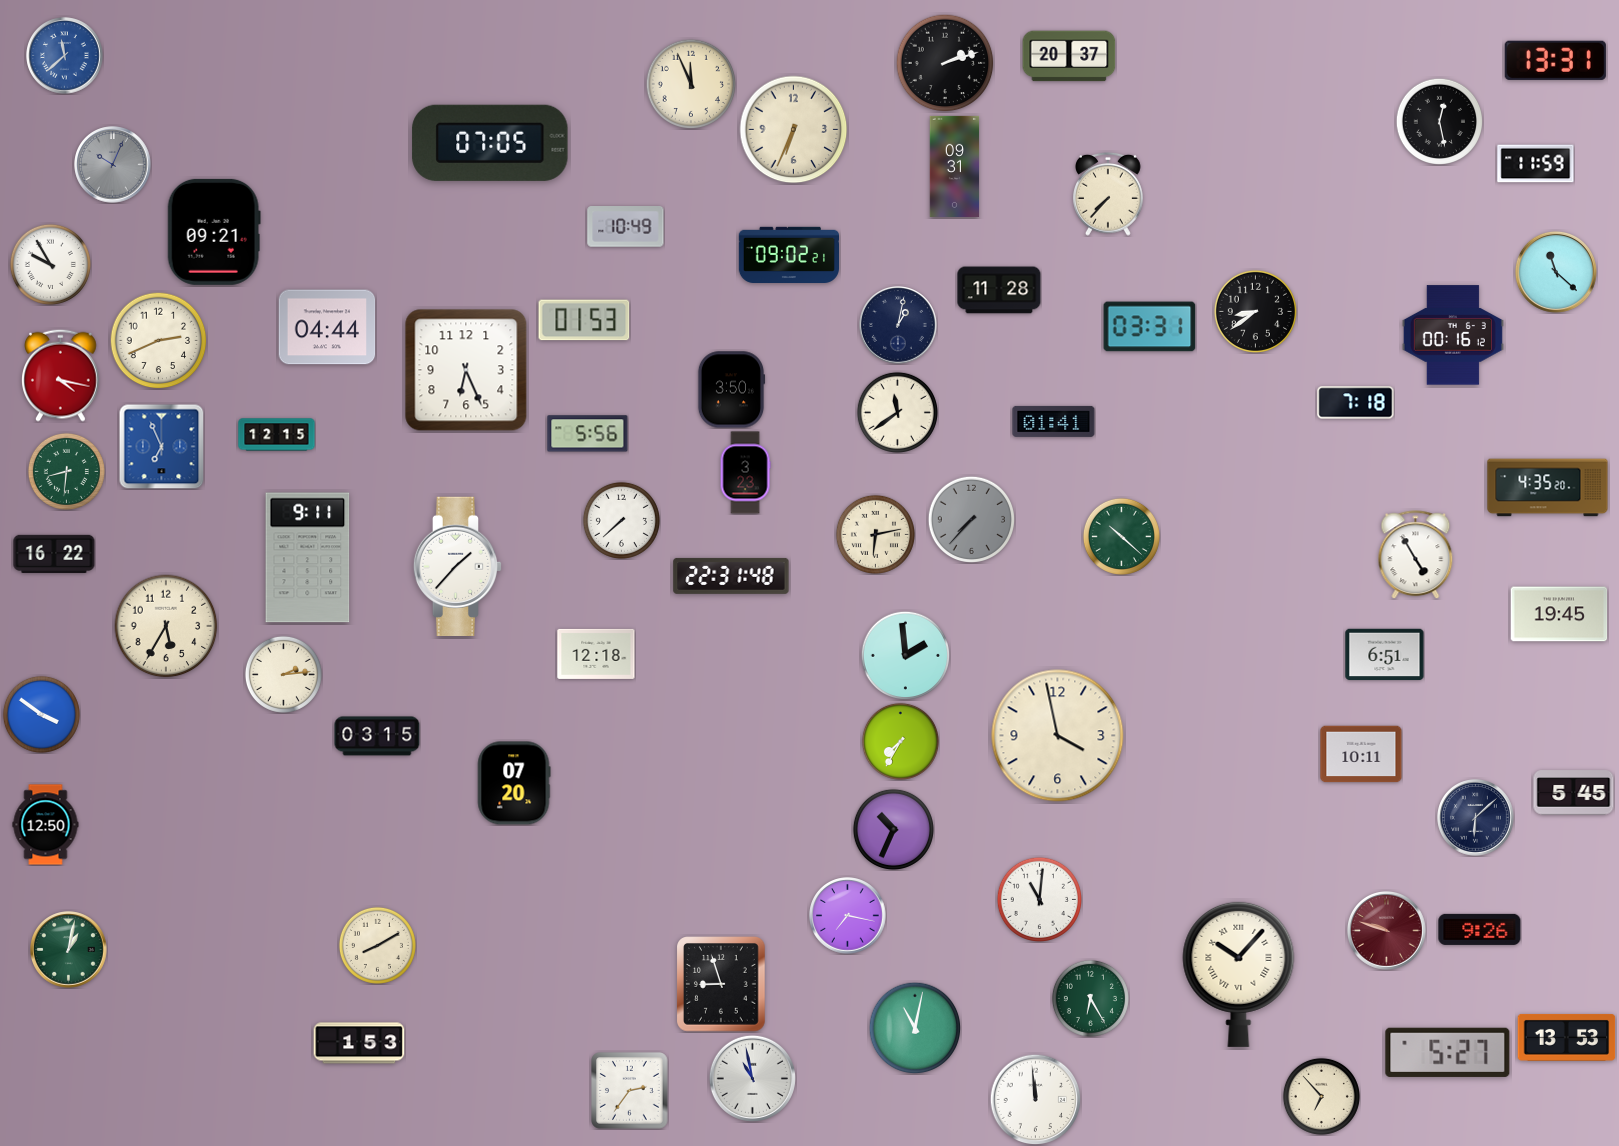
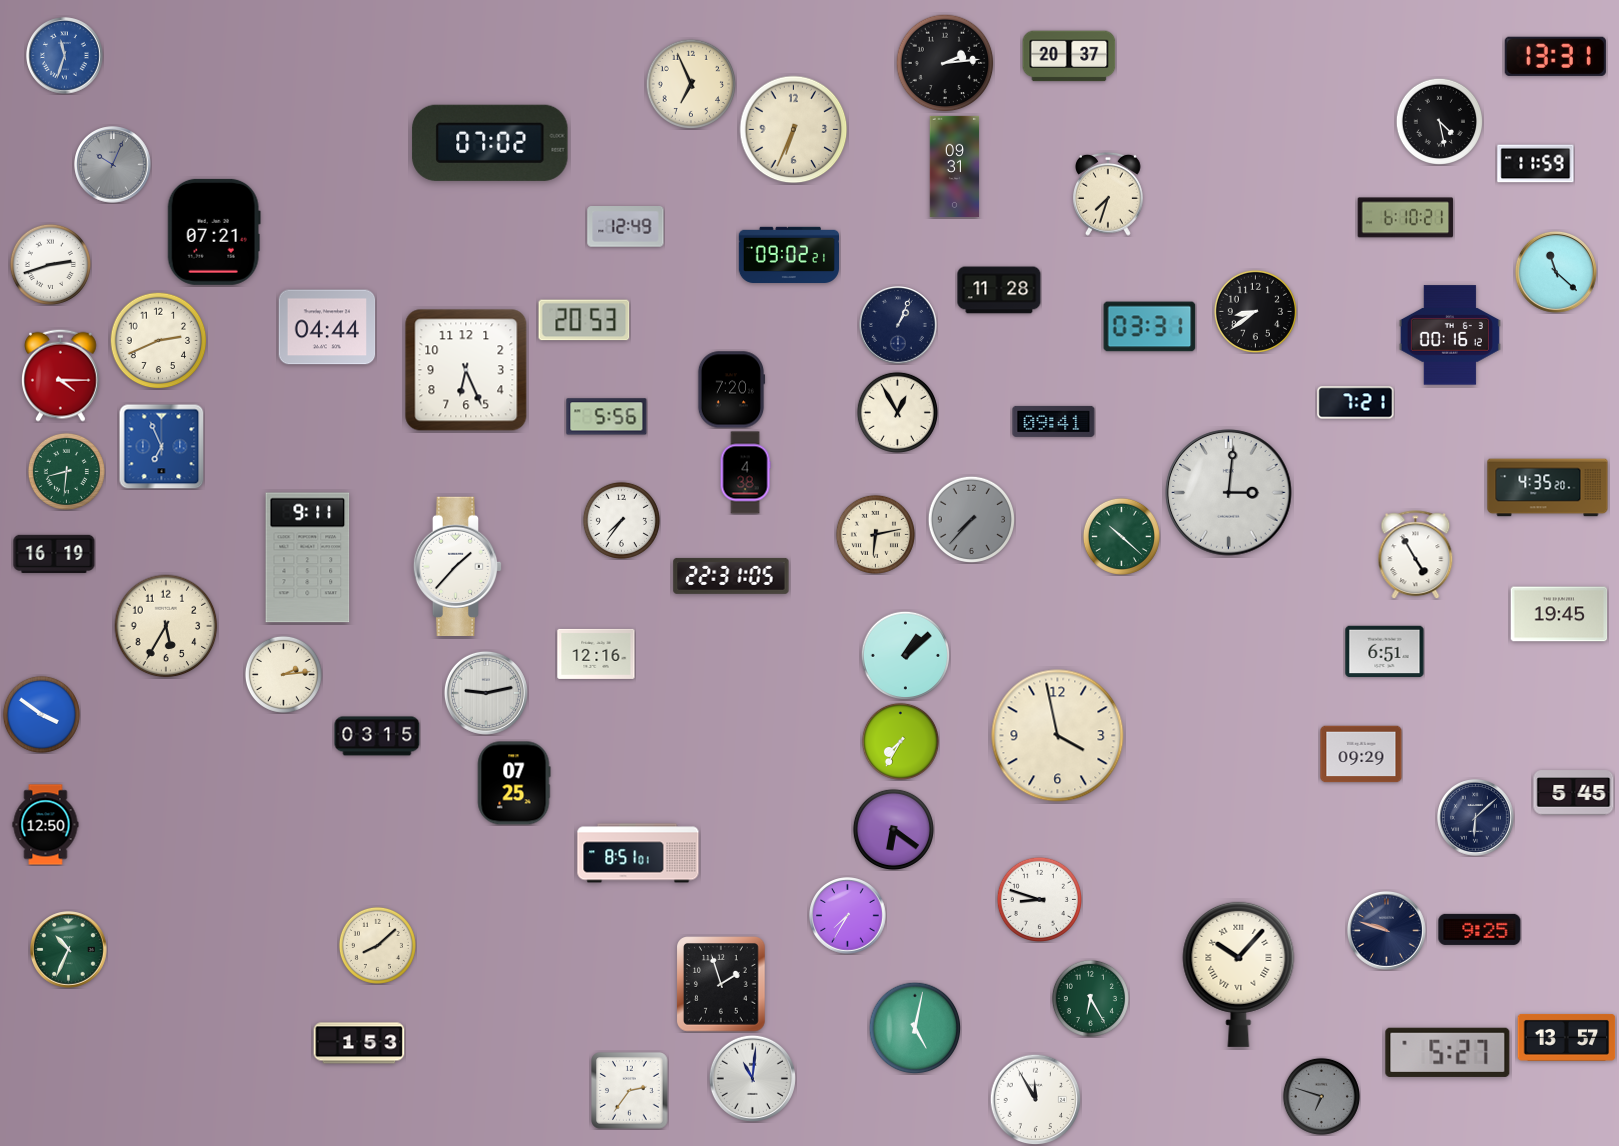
clock at (65, 56): 11:38 -> 11:33
clock at (1555, 60) position: (1555, 60) -> (1555, 56)
clock at (945, 63): 2:12 -> 2:14
clock at (691, 84): 11:56 -> 6:56
clock at (1439, 121): 12:28 -> 4:28
clock at (490, 143): 07:05 -> 07:02
clock at (1109, 194): 7:37 -> 7:33
clock at (1406, 218): none -> 6:10
clock at (626, 227): 10:49 -> 12:49
clock at (214, 232): 09:21 -> 07:21
clock at (50, 264): 9:55 -> 2:42
clock at (584, 320): 01:53 -> 20:53
clock at (899, 326): 1:02 -> 1:04
clock at (1453, 335) position: (1453, 335) -> (1450, 335)
clock at (61, 375): 4:17 -> 4:15
clock at (731, 390): 3:50 -> 7:20
clock at (1356, 403): 7:18 -> 7:21
clock at (897, 412): 11:39 -> 12:55
clock at (1054, 421): 01:41 -> 09:41
clock at (588, 434) position: (588, 434) -> (607, 417)
clock at (277, 435): 12:15 -> none
clock at (745, 473): 3:23 -> 4:38
clock at (1229, 493): none -> 3:01
clock at (621, 520): 7:38 -> 7:36
clock at (54, 554): 16:22 -> 16:19
clock at (731, 576): 22:31:48 -> 22:31:05
clock at (596, 654): 12:18 -> 12:16
clock at (905, 655): 1:59 -> 1:08
clock at (1385, 655) position: (1385, 655) -> (1385, 652)
clock at (486, 693): none -> 9:13
clock at (1361, 754): 10:11 -> 09:29
clock at (514, 783): 07:20 -> 07:25
clock at (893, 829): 10:34 -> 6:21
clock at (638, 853): none -> 8:51
clock at (1039, 899): 11:01 -> 8:48
clock at (848, 916): 7:17 -> 7:35
clock at (1480, 929): 9:26 -> 9:25
clock at (1387, 931) dial: burgundy -> navy
clock at (377, 945): 8:10 -> 8:08
clock at (69, 950): 1:02 -> 10:34
clock at (722, 984): 8:57 -> 1:57
clock at (915, 1028): 11:02 -> 5:02
clock at (1567, 1037): 13:53 -> 13:57
clock at (752, 1078): 10:58 -> 11:01
clock at (1321, 1096): 6:53 -> 6:48
clock at (1321, 1096) dial: cream -> grey
clock at (1035, 1099): 11:59 -> 11:55
